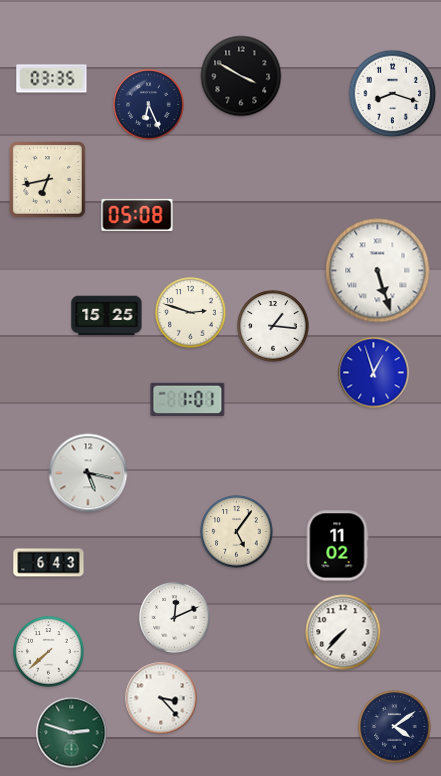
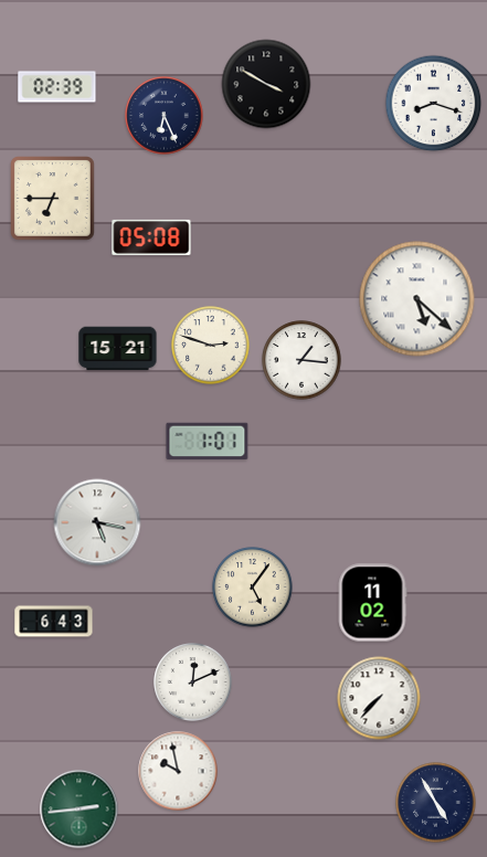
clock at (52, 79): 03:35 -> 02:39
clock at (48, 180): 6:43 -> 6:45
clock at (378, 271): 5:27 -> 5:22
clock at (107, 316): 15:25 -> 15:21
clock at (374, 373): 12:57 -> none
clock at (237, 532) position: (237, 532) -> (253, 588)
clock at (49, 652): 7:38 -> none
clock at (161, 698): 3:23 -> 9:58
clock at (395, 727): 4:09 -> 4:55
clock at (72, 733): 2:48 -> 2:44
